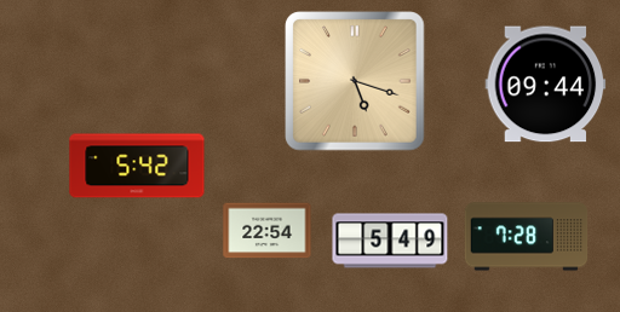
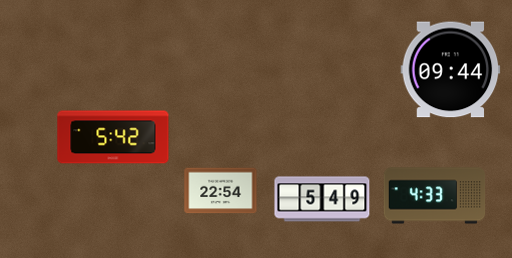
clock at (355, 81): 5:18 -> none
clock at (527, 237): 7:28 -> 4:33
